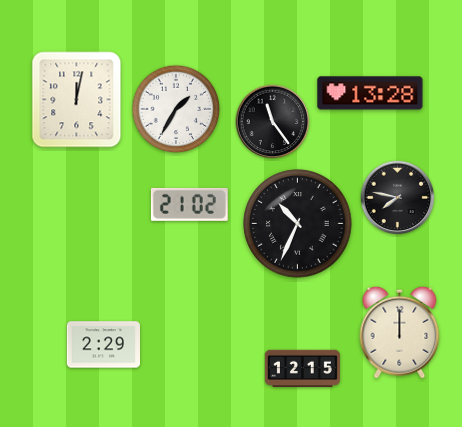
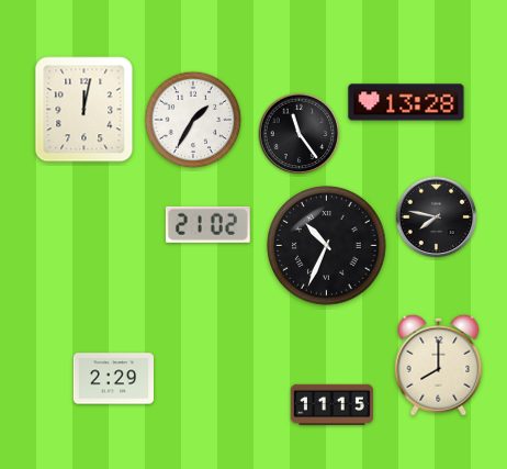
clock at (400, 332): 12:00 -> 8:00
clock at (302, 369): 12:15 -> 11:15
